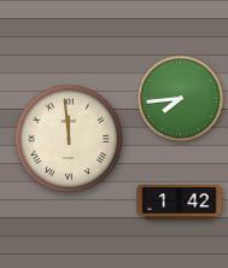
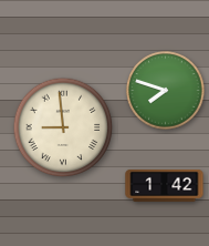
clock at (181, 99): 7:44 -> 7:48
clock at (69, 139): 11:59 -> 8:59
